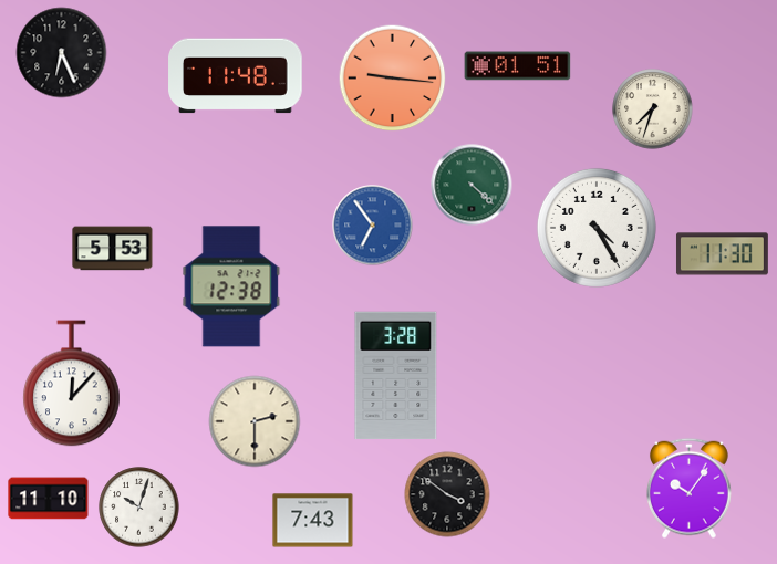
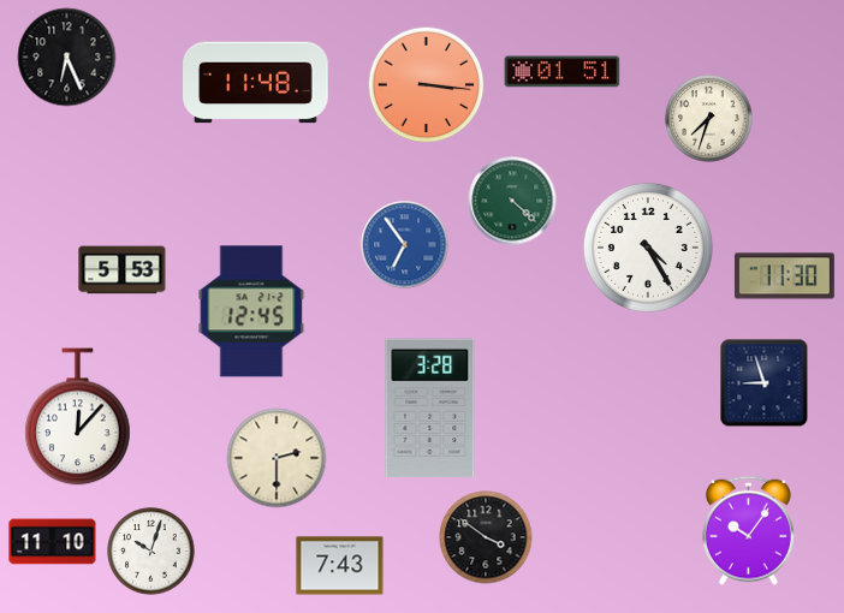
clock at (393, 79): 9:16 -> 3:16
clock at (231, 286): 12:38 -> 12:45
clock at (765, 383): none -> 8:57
